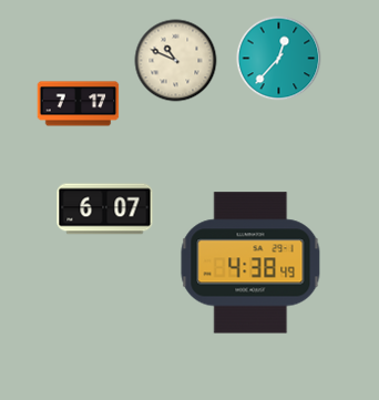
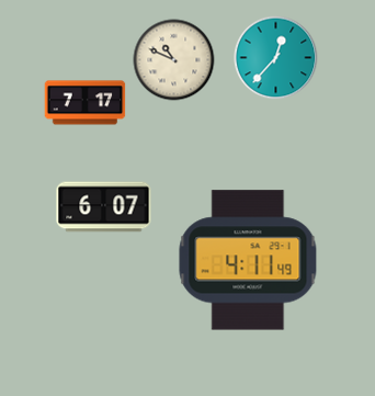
clock at (79, 104) position: (79, 104) -> (86, 103)
clock at (250, 263): 4:38 -> 4:11
